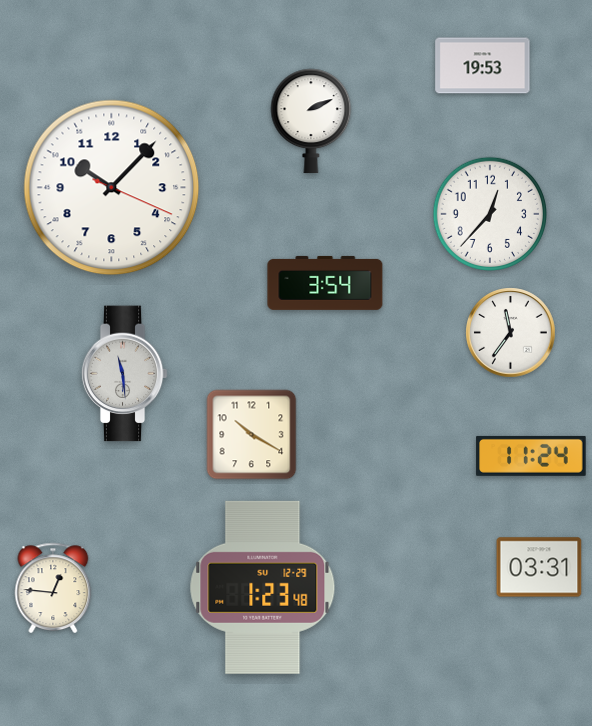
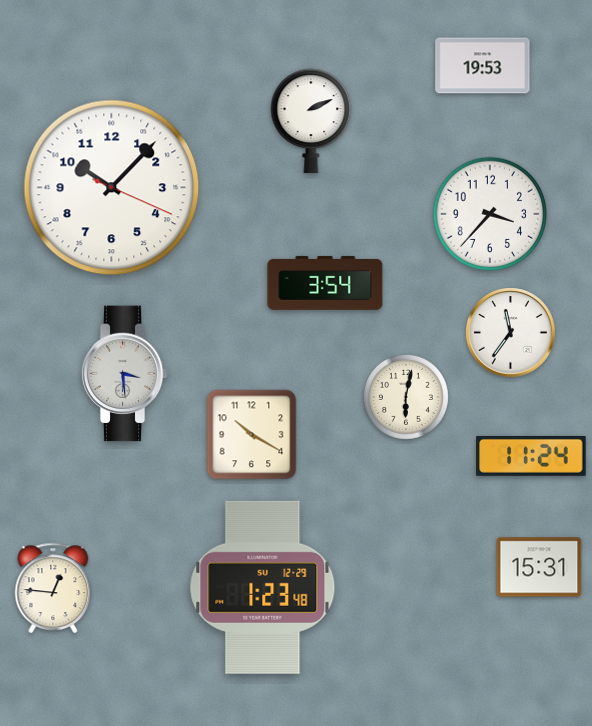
clock at (489, 213): 12:37 -> 3:37
clock at (124, 374): 11:29 -> 3:29
clock at (406, 397): none -> 6:02
clock at (539, 567): 03:31 -> 15:31
